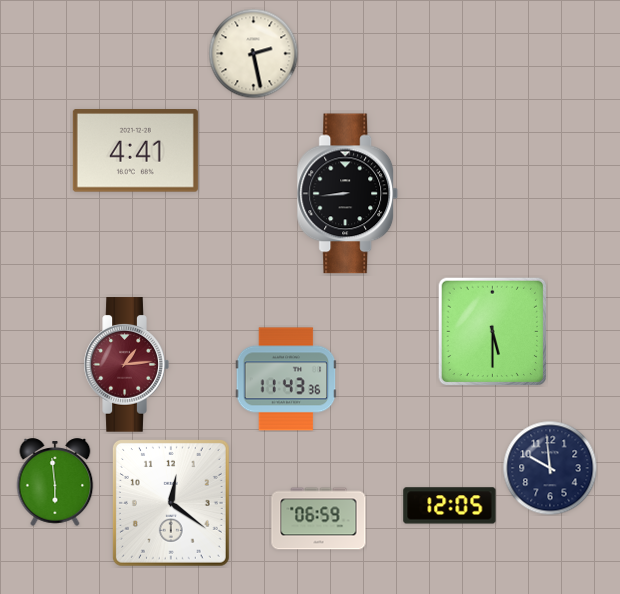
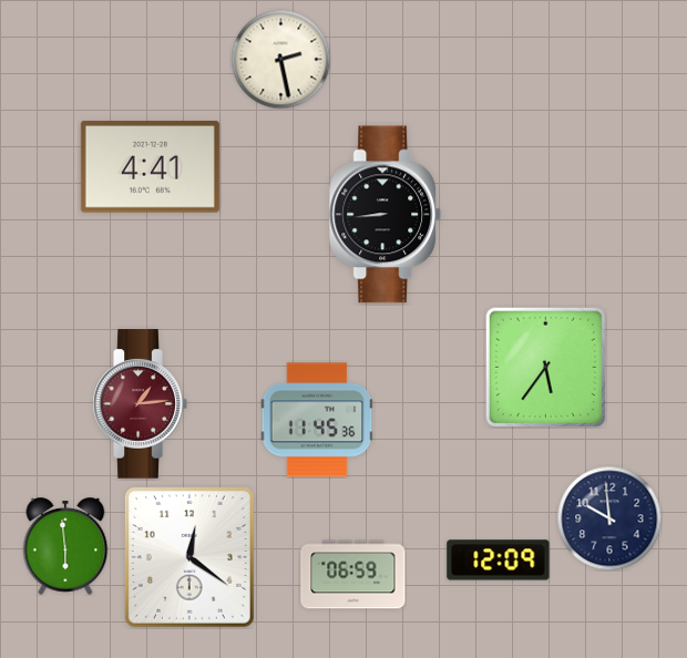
clock at (492, 331): 5:30 -> 5:36
clock at (286, 379): 11:43 -> 11:45
clock at (55, 482) position: (55, 482) -> (65, 546)
clock at (450, 506): 12:05 -> 12:09
